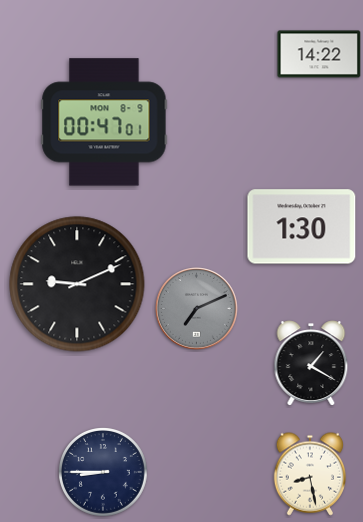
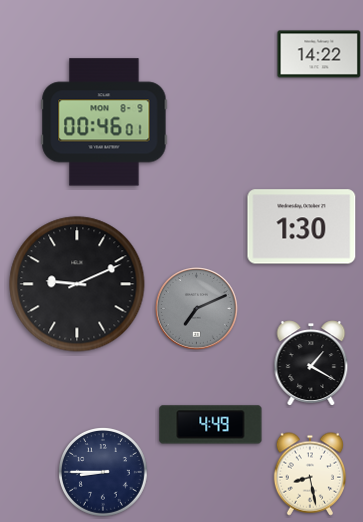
clock at (104, 122): 00:47 -> 00:46
clock at (211, 425): none -> 4:49
